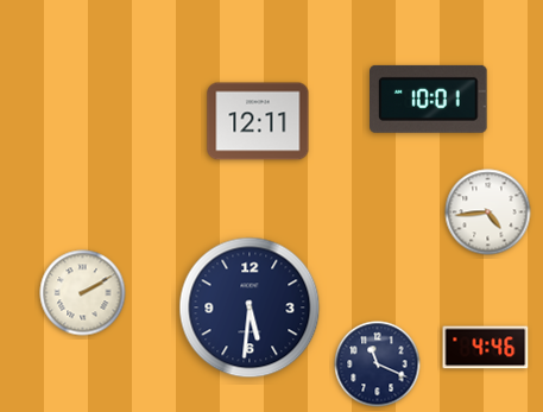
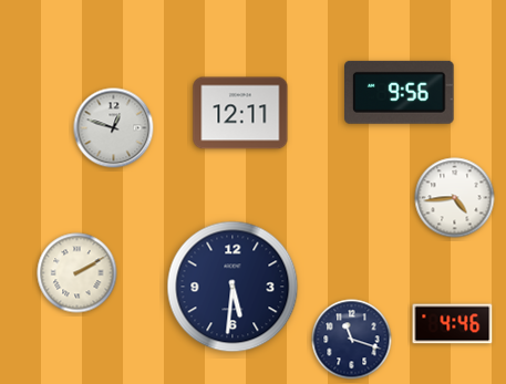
clock at (429, 99): 10:01 -> 9:56
clock at (114, 128): none -> 12:48
clock at (378, 365): 11:19 -> 11:18
